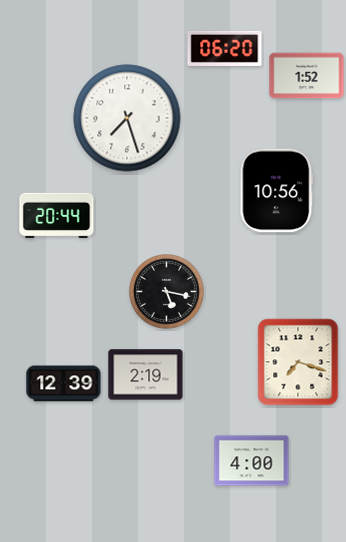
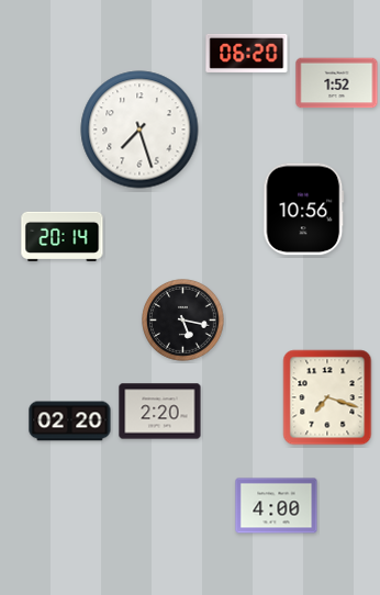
clock at (57, 215): 20:44 -> 20:14
clock at (146, 375): 2:19 -> 2:20
clock at (64, 384): 12:39 -> 02:20
